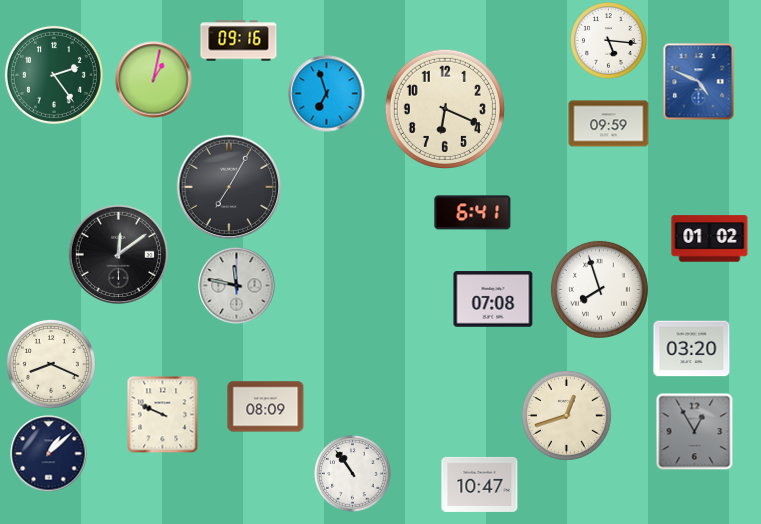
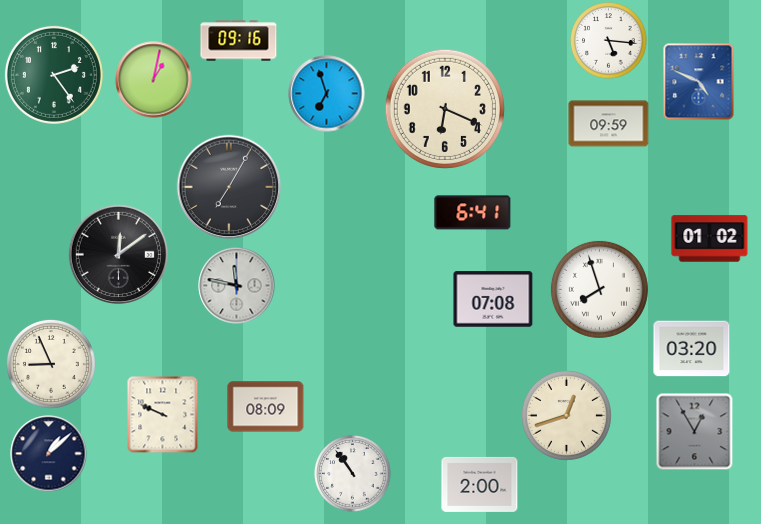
clock at (51, 364): 8:19 -> 8:56
clock at (480, 484): 10:47 -> 2:00
